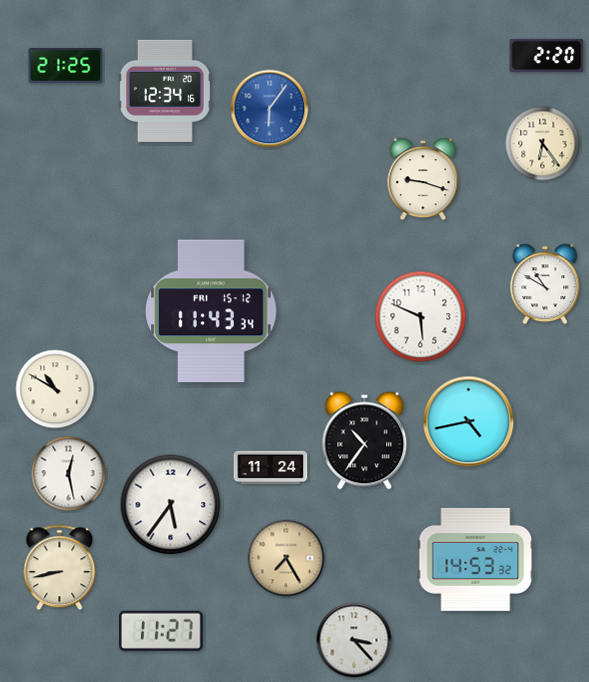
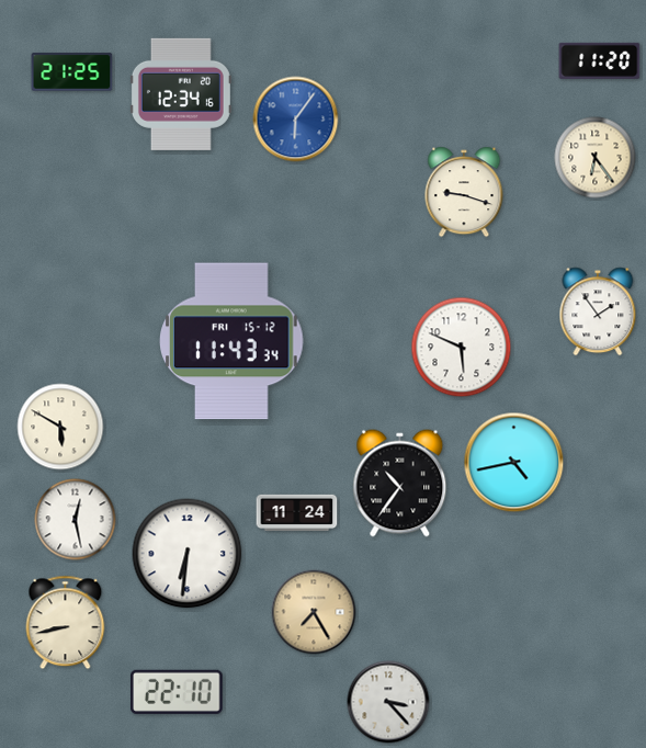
clock at (547, 55): 2:20 -> 11:20
clock at (165, 91) position: (165, 91) -> (181, 94)
clock at (423, 179) position: (423, 179) -> (464, 192)
clock at (545, 284): 10:50 -> 1:54
clock at (55, 389): 10:50 -> 5:50
clock at (171, 505): 5:36 -> 6:31
clock at (476, 559): 14:53 -> none
clock at (162, 631): 11:27 -> 22:10
